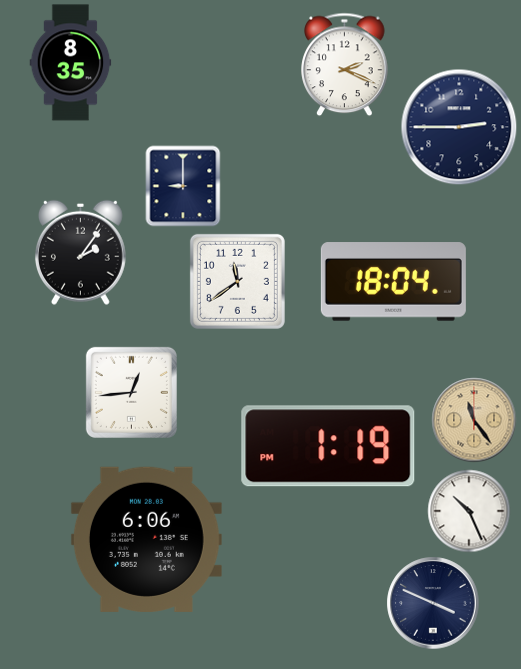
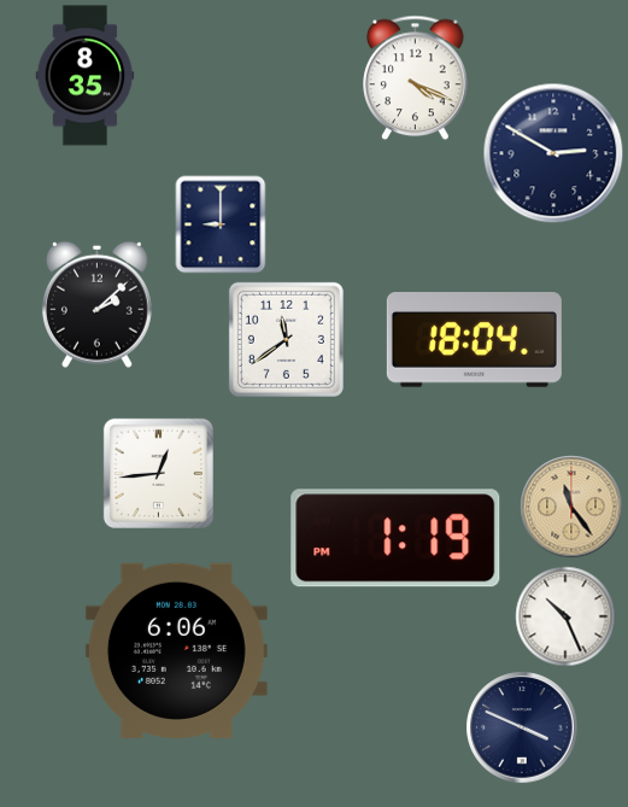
clock at (345, 64): 2:19 -> 4:19
clock at (459, 127): 2:45 -> 2:50
clock at (80, 252): 2:06 -> 2:08
